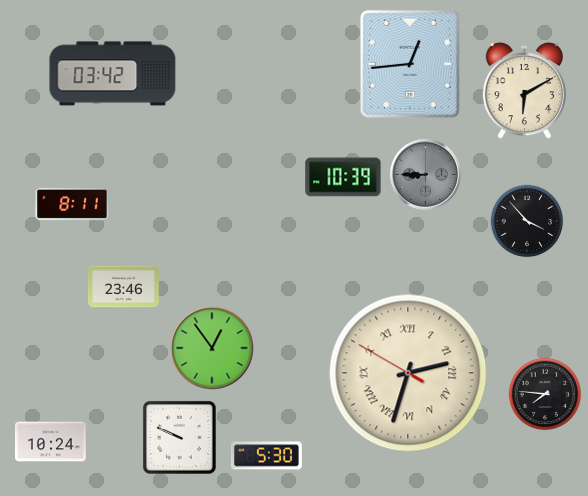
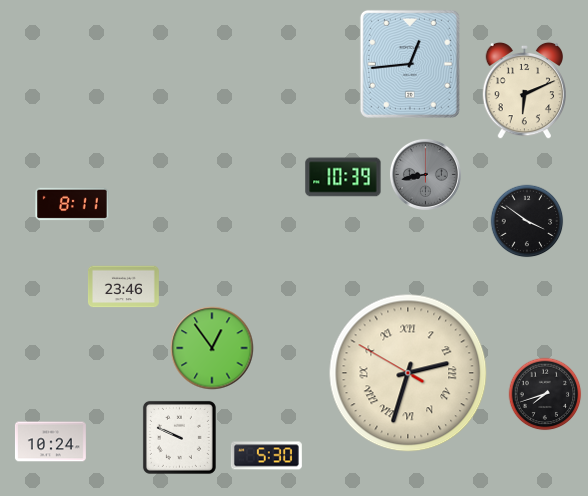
clock at (113, 74): 03:42 -> none
clock at (524, 91): 6:10 -> 6:11
clock at (425, 174): 8:45 -> 8:43
clock at (527, 221): 3:53 -> 3:51
clock at (545, 394): 7:46 -> 7:42
